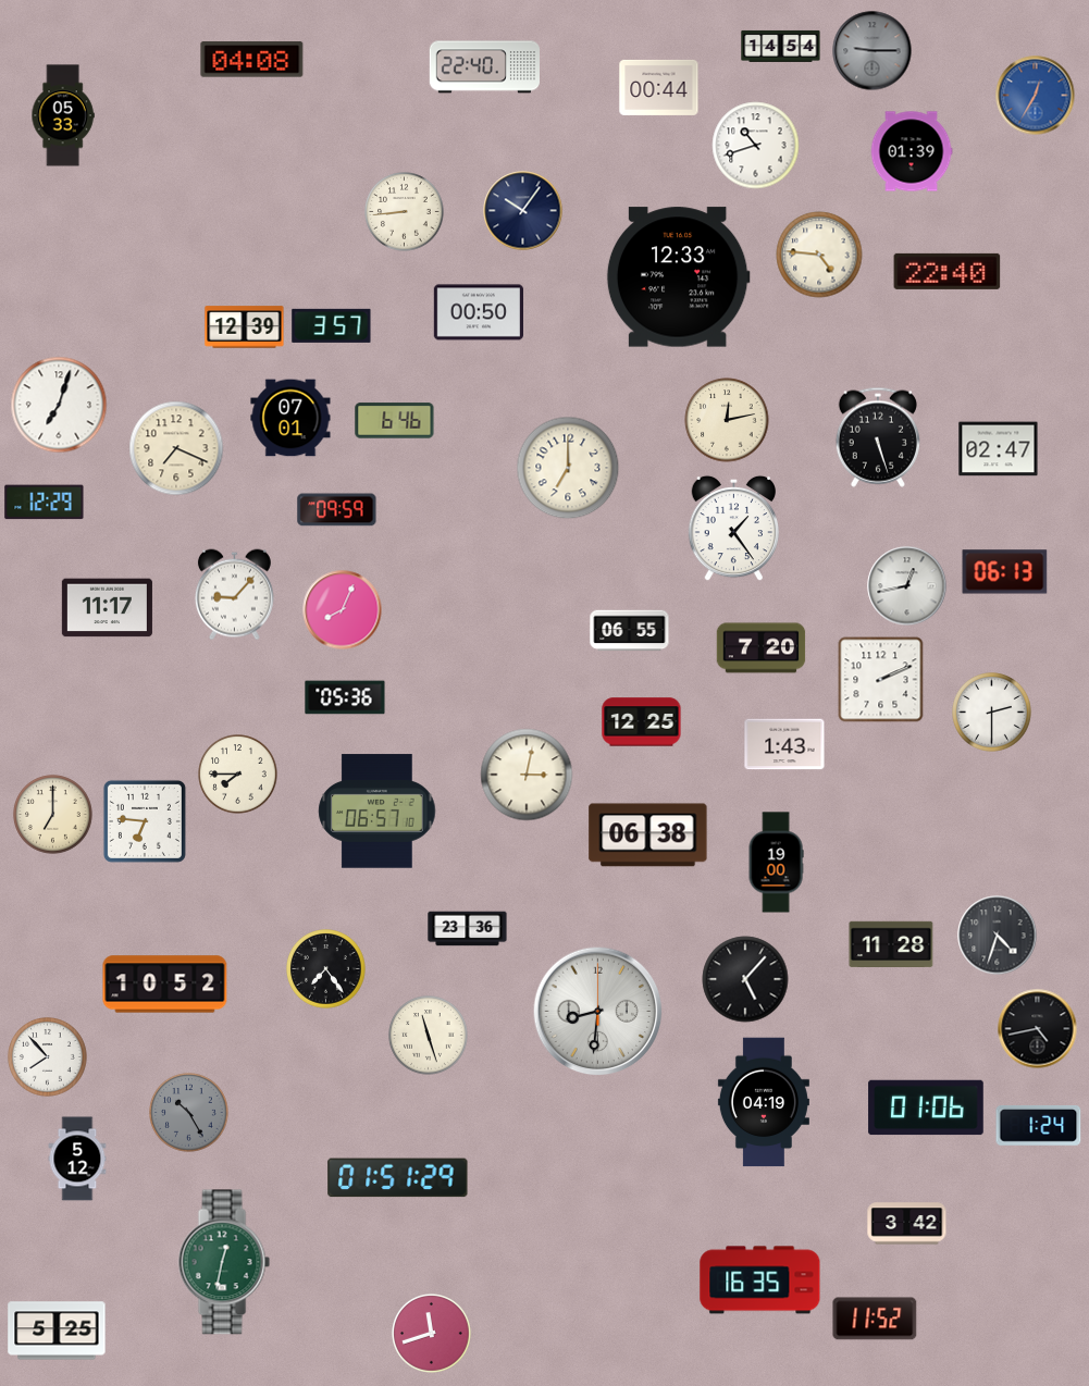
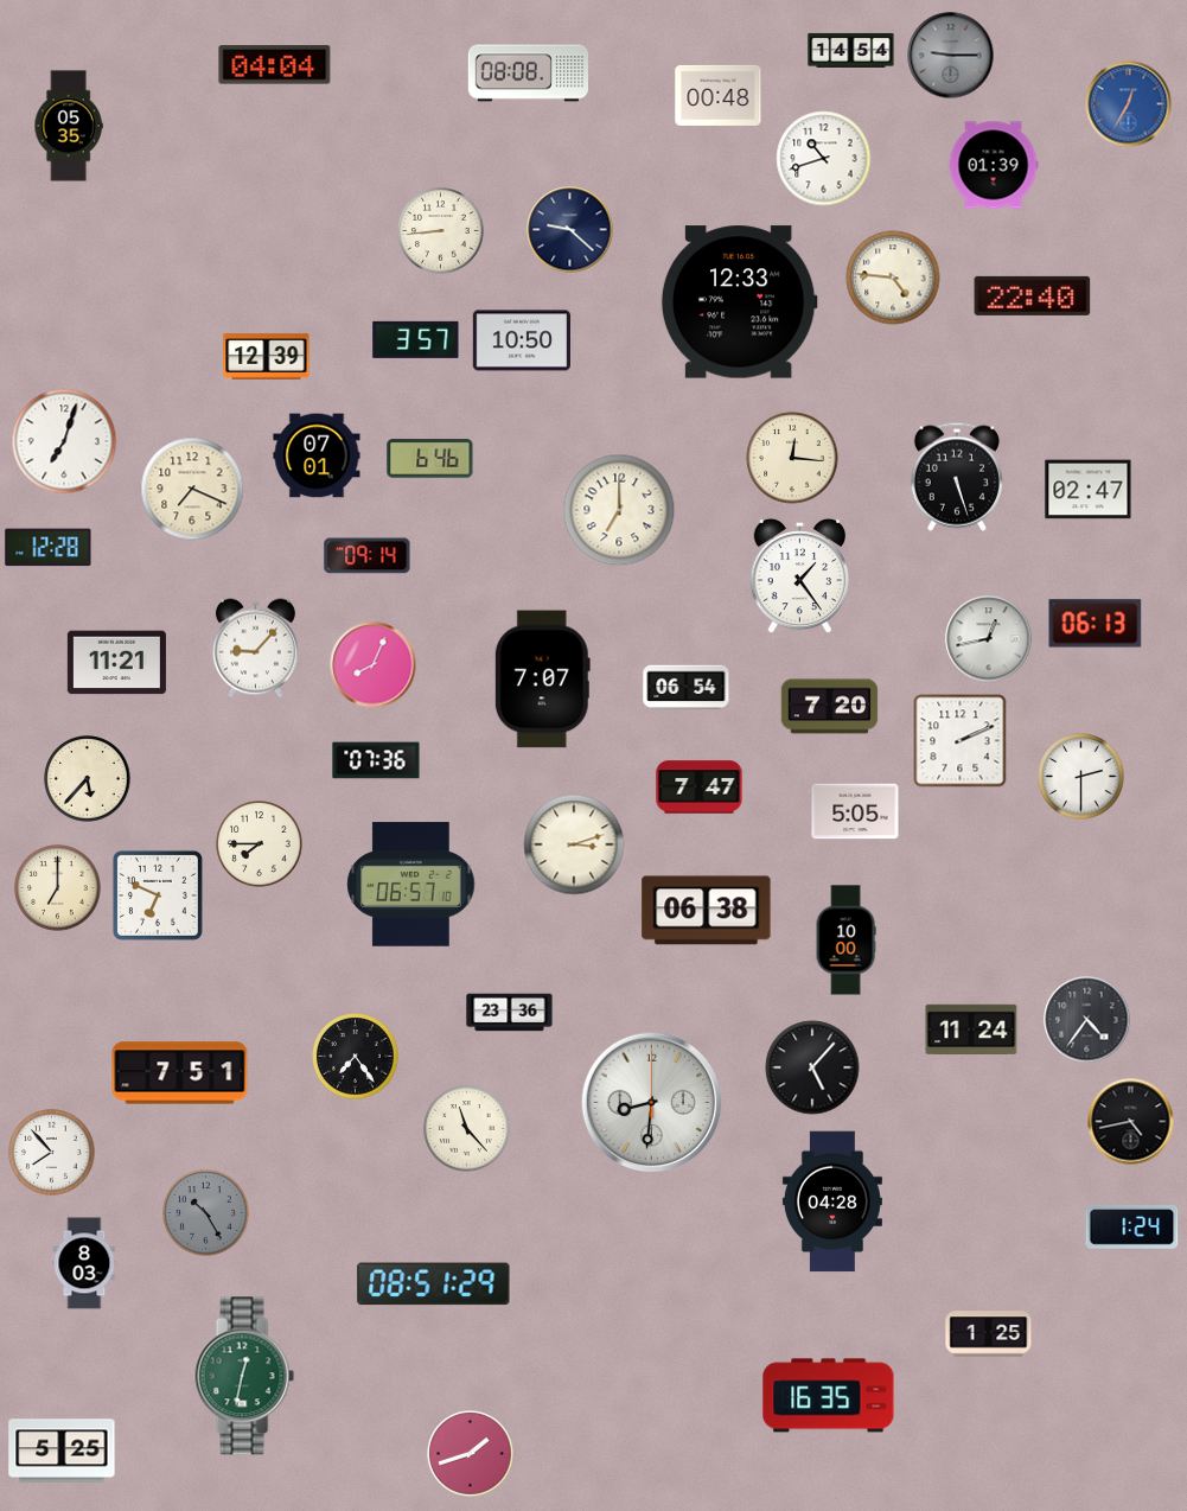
clock at (252, 60): 04:08 -> 04:04
clock at (484, 67): 22:40 -> 08:08
clock at (659, 87): 00:44 -> 00:48
clock at (63, 115): 05:33 -> 05:35
clock at (523, 211): 10:06 -> 9:22
clock at (478, 312): 00:50 -> 10:50
clock at (332, 325) position: (332, 325) -> (416, 339)
clock at (727, 420): 12:13 -> 12:16
clock at (45, 503): 12:29 -> 12:28
clock at (337, 510): 09:59 -> 09:14
clock at (107, 608): 11:17 -> 11:21
clock at (542, 680): none -> 7:07
clock at (630, 631): 06:55 -> 06:54
clock at (345, 697): 05:36 -> 07:36
clock at (88, 779): none -> 5:37
clock at (642, 722): 12:25 -> 7:47
clock at (784, 744): 1:43 -> 5:05
clock at (527, 775): 3:02 -> 3:12
clock at (145, 821): 6:46 -> 6:49
clock at (776, 863): 19:00 -> 10:00
clock at (998, 936): 4:33 -> 4:36
clock at (891, 944): 11:28 -> 11:24
clock at (165, 985): 10:52 -> 7:51
clock at (429, 1036): 11:27 -> 11:23
clock at (764, 1102): 04:19 -> 04:28
clock at (926, 1107): 01:06 -> none
clock at (77, 1159): 5:12 -> 8:03
clock at (398, 1178): 01:51 -> 08:51
clock at (907, 1224): 3:42 -> 1:25
clock at (875, 1319): 11:52 -> none
clock at (432, 1334): 11:42 -> 1:42
